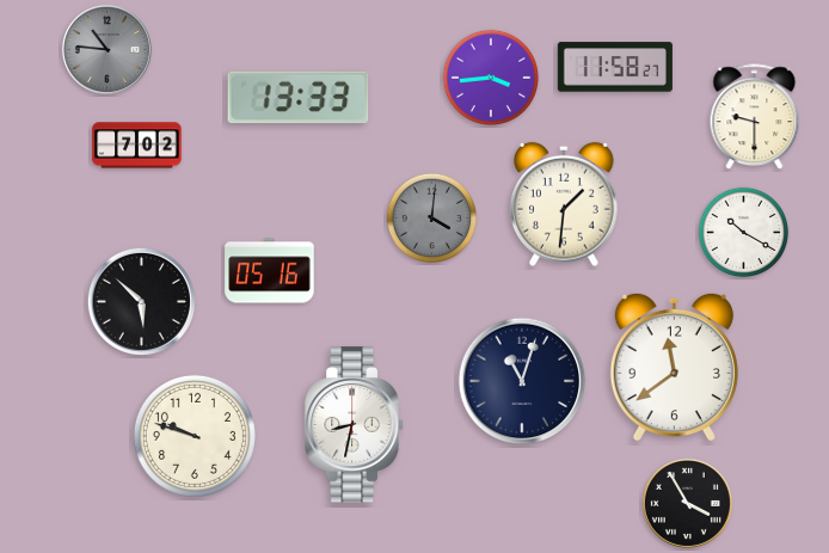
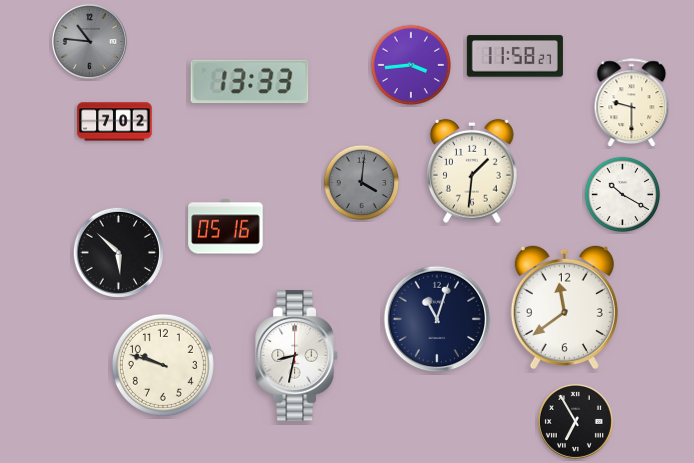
clock at (755, 117) position: (755, 117) -> (632, 103)
clock at (687, 503): 3:55 -> 6:55
